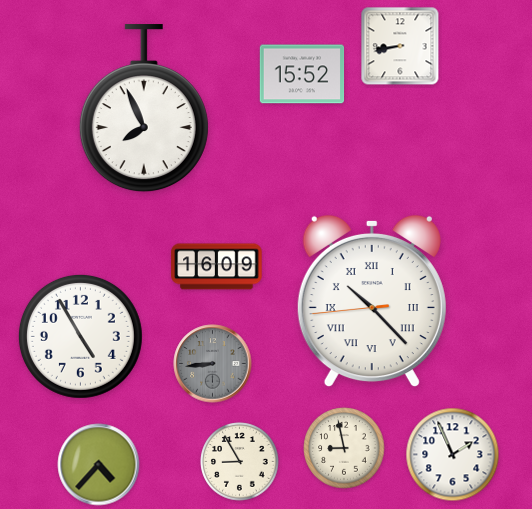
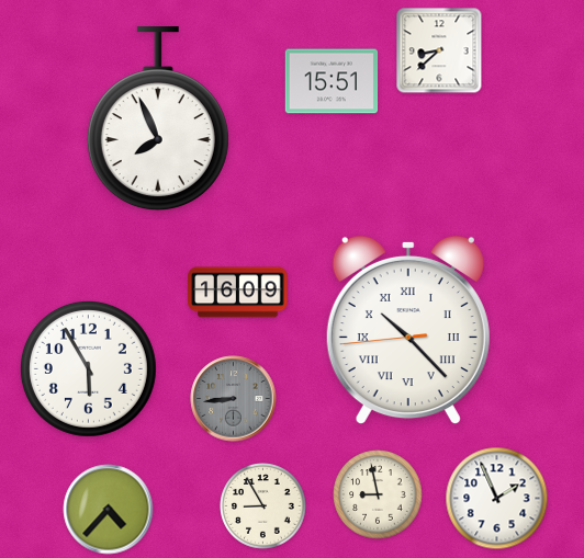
clock at (400, 46): 8:43 -> 8:38
clock at (302, 74): 15:52 -> 15:51
clock at (80, 336): 4:55 -> 5:55
clock at (344, 448) position: (344, 448) -> (378, 494)
